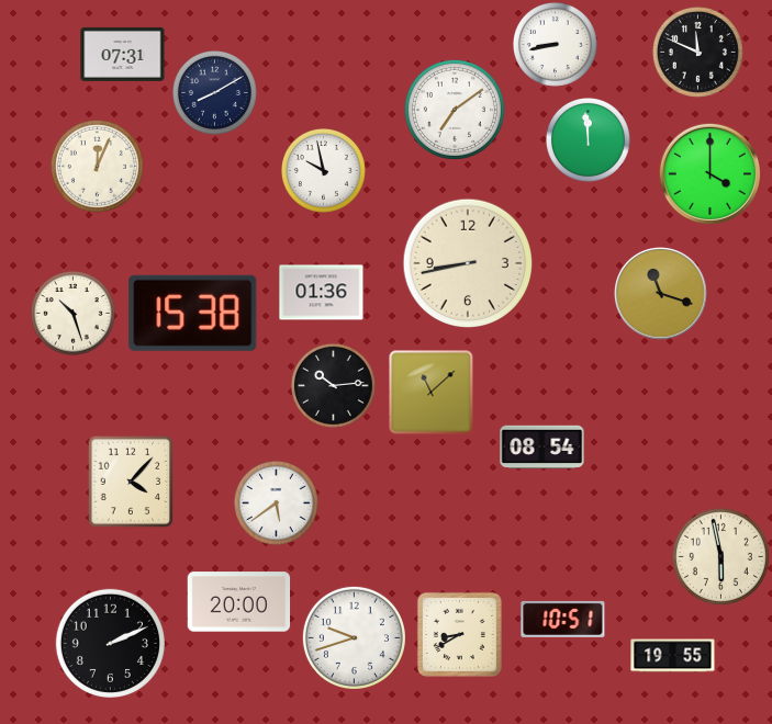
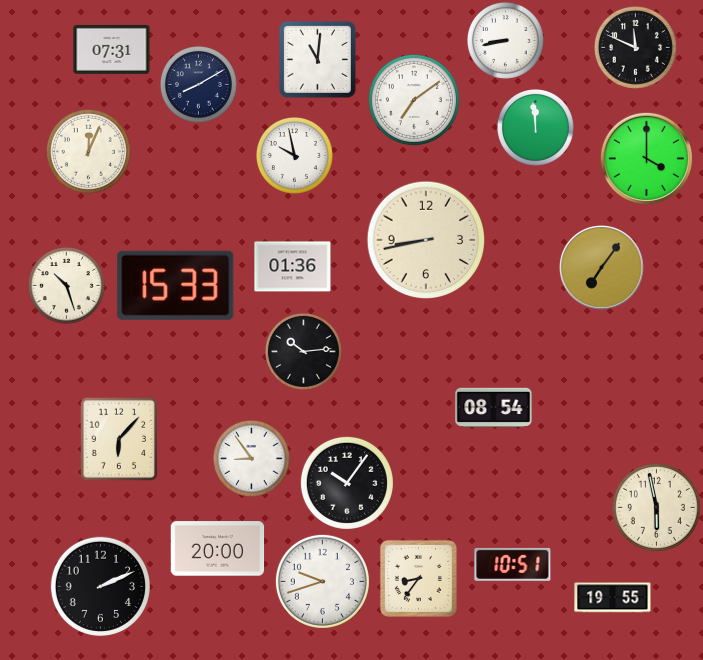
clock at (317, 59): none -> 11:01
clock at (214, 92) position: (214, 92) -> (198, 84)
clock at (660, 293): 11:18 -> 7:06
clock at (193, 313): 15:38 -> 15:33
clock at (432, 393): 11:08 -> none
clock at (131, 482): 4:07 -> 6:07
clock at (276, 502): 5:39 -> 8:54
clock at (347, 483): none -> 10:06
clock at (459, 634): 8:40 -> 8:36
